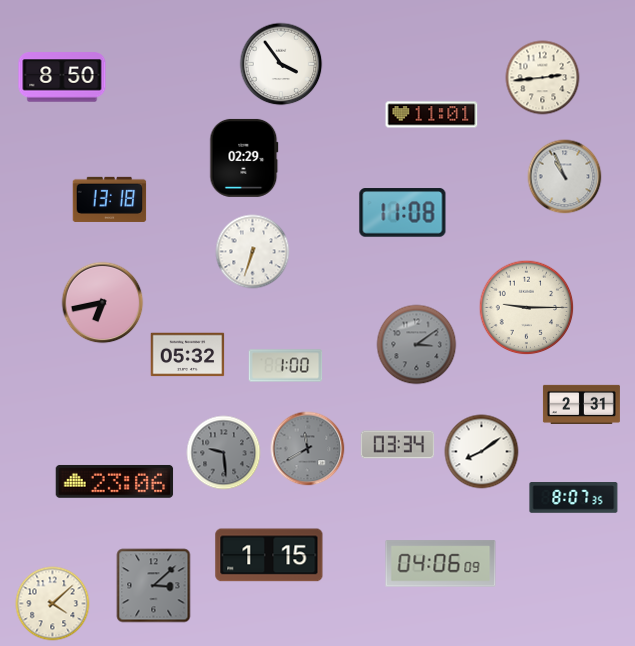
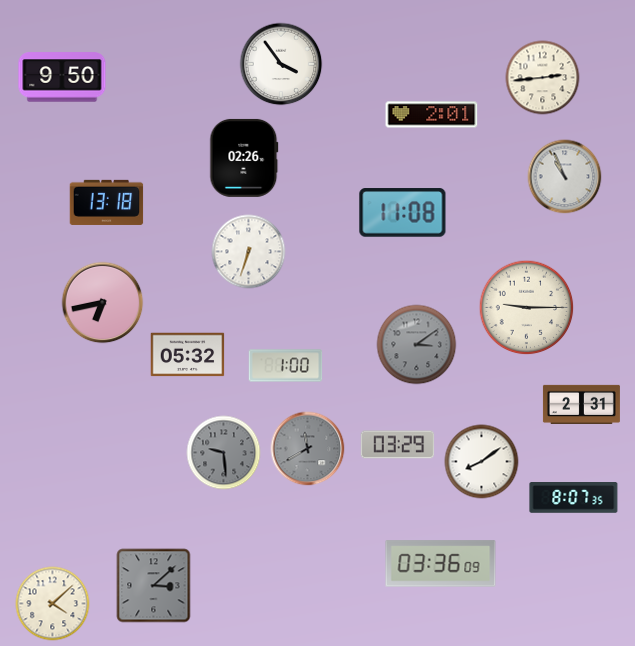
clock at (62, 77): 8:50 -> 9:50
clock at (432, 115): 11:01 -> 2:01
clock at (244, 158): 02:29 -> 02:26
clock at (110, 199) position: (110, 199) -> (107, 202)
clock at (253, 252) position: (253, 252) -> (249, 252)
clock at (398, 445): 03:34 -> 03:29
clock at (482, 452) position: (482, 452) -> (482, 462)
clock at (115, 481): 23:06 -> none
clock at (269, 555): 1:15 -> none
clock at (441, 564): 04:06 -> 03:36
